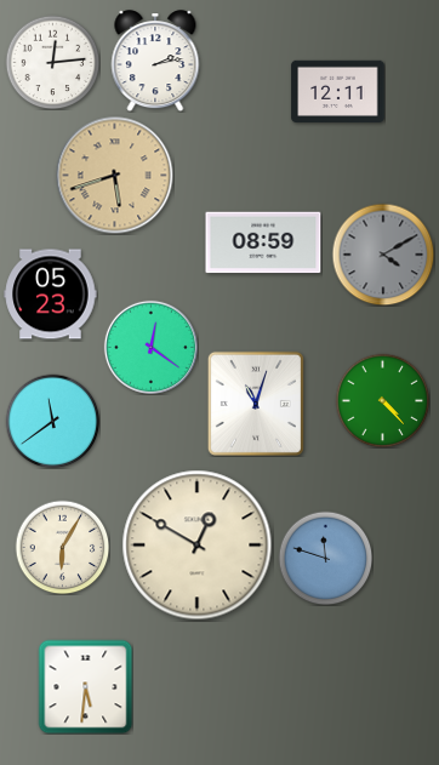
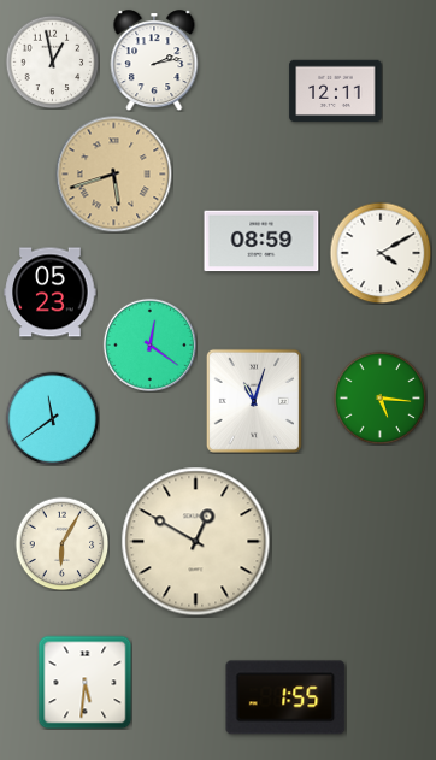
clock at (52, 62): 12:14 -> 12:58
clock at (383, 255) dial: grey -> white
clock at (382, 400): 4:23 -> 5:16
clock at (325, 558): 11:48 -> none
clock at (285, 697): none -> 1:55
